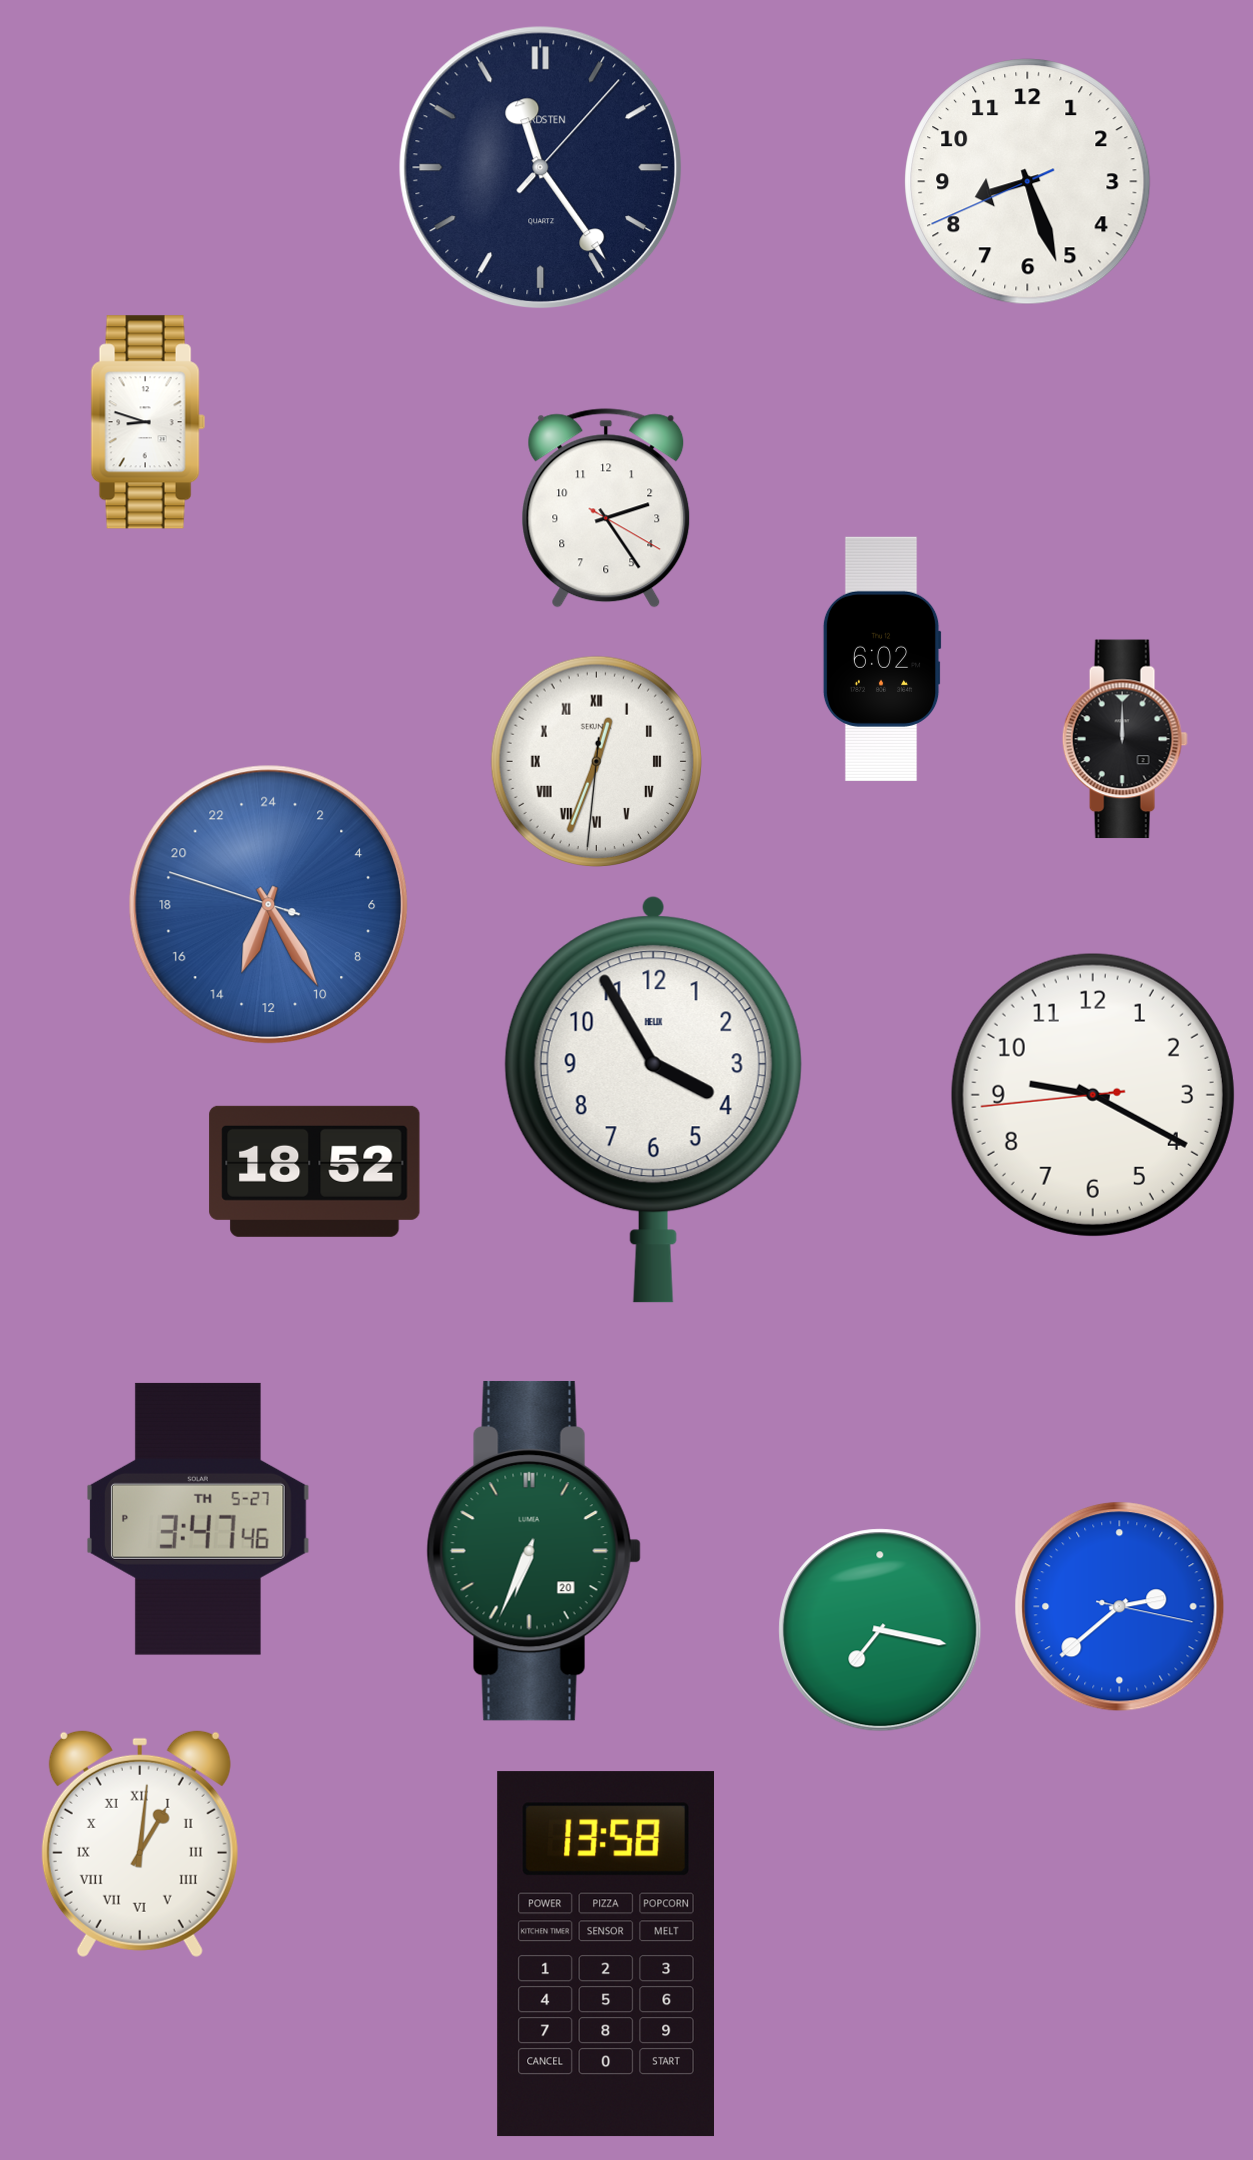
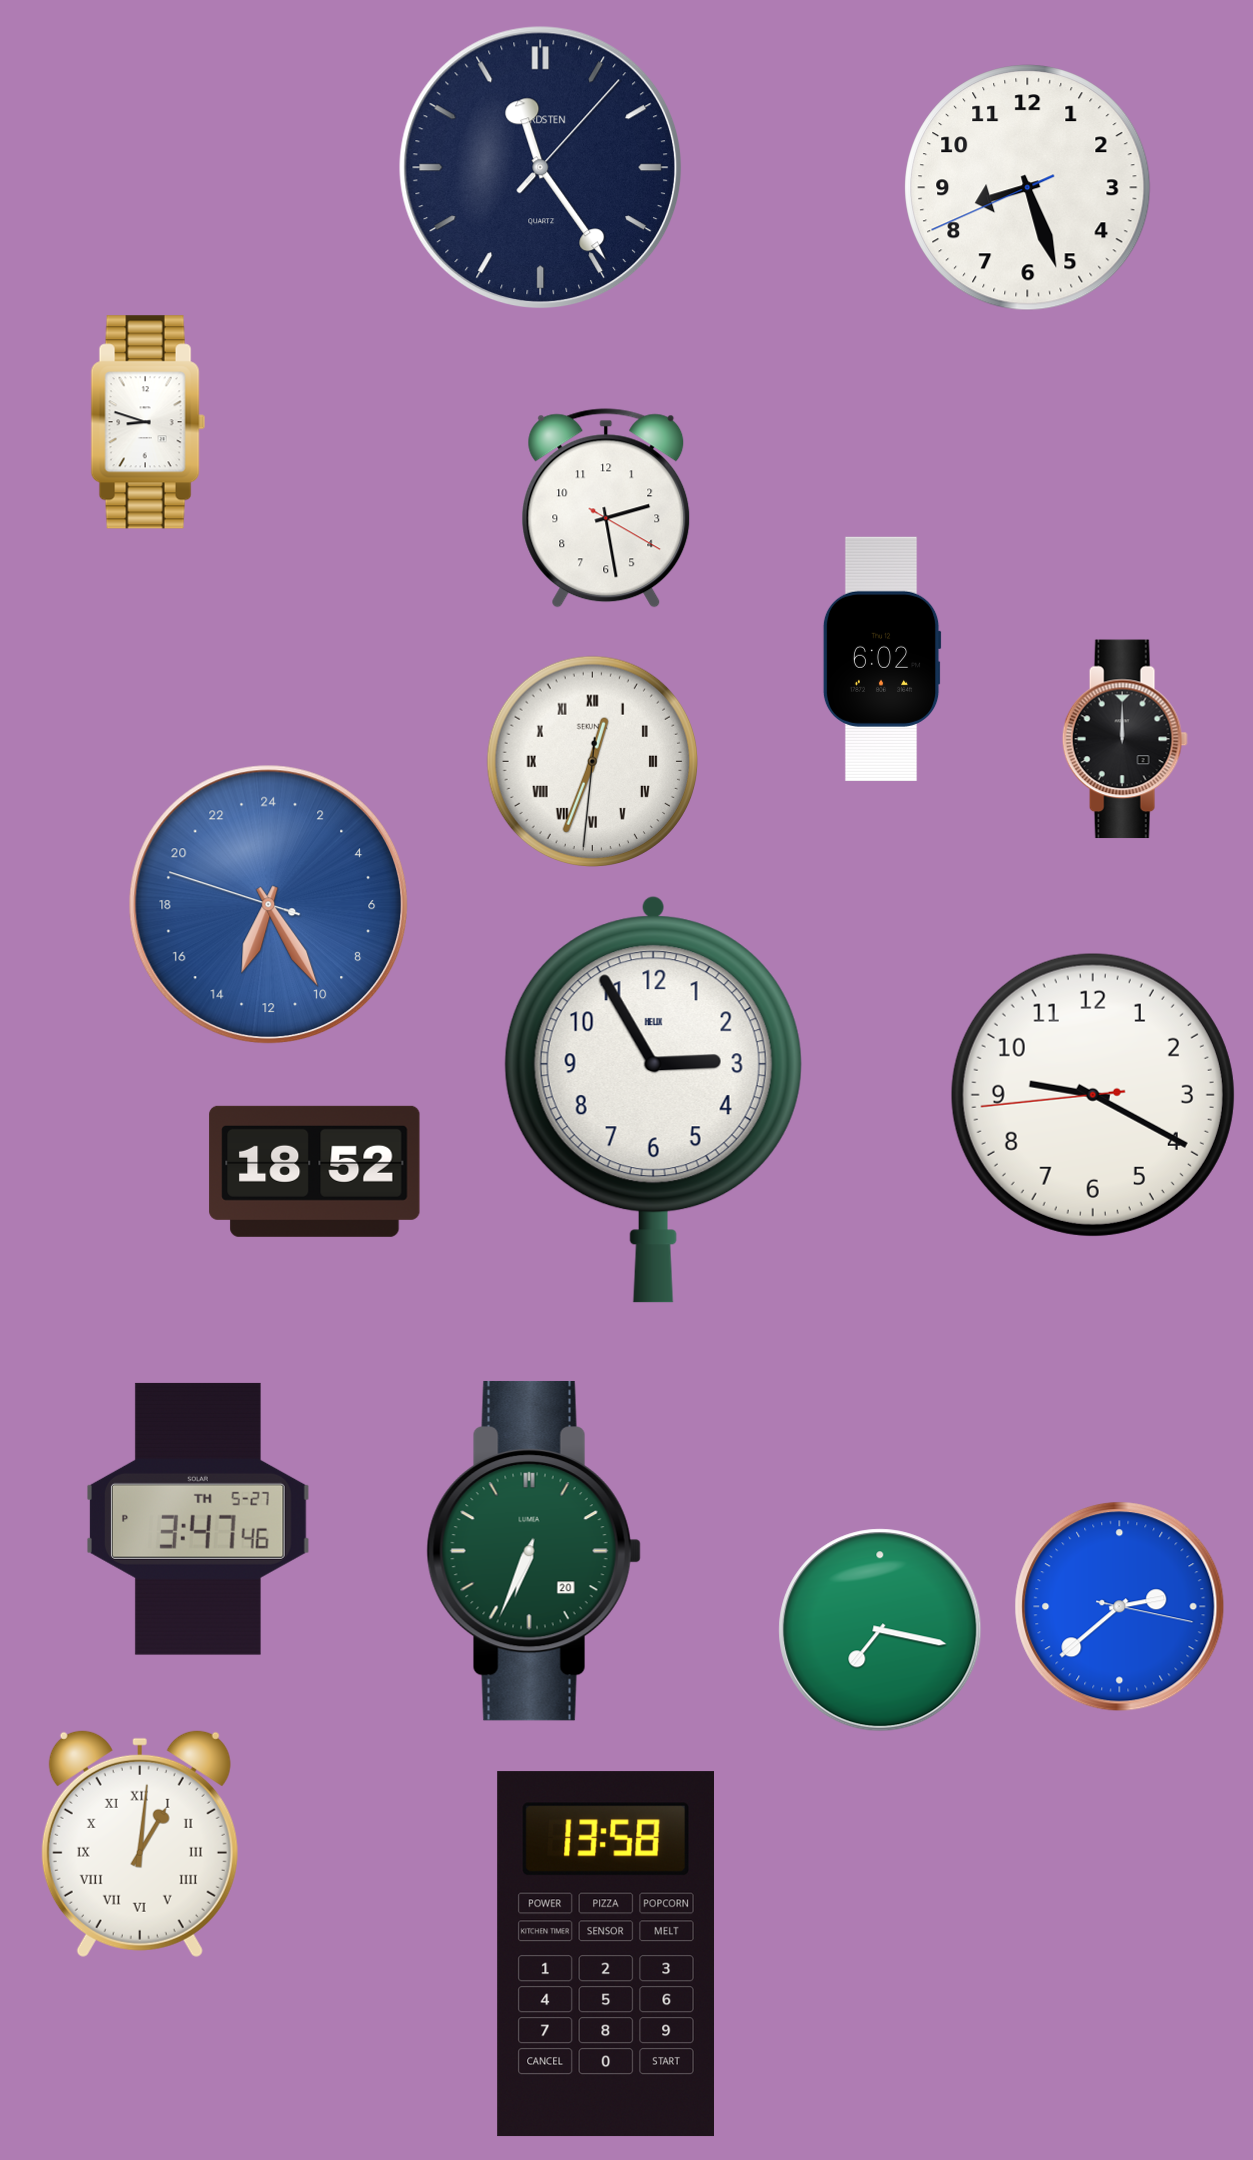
clock at (1028, 182) position: (1028, 182) -> (1028, 188)
clock at (606, 508): 2:24 -> 2:28
clock at (596, 762) position: (596, 762) -> (592, 762)
clock at (653, 1099): 3:55 -> 2:55
